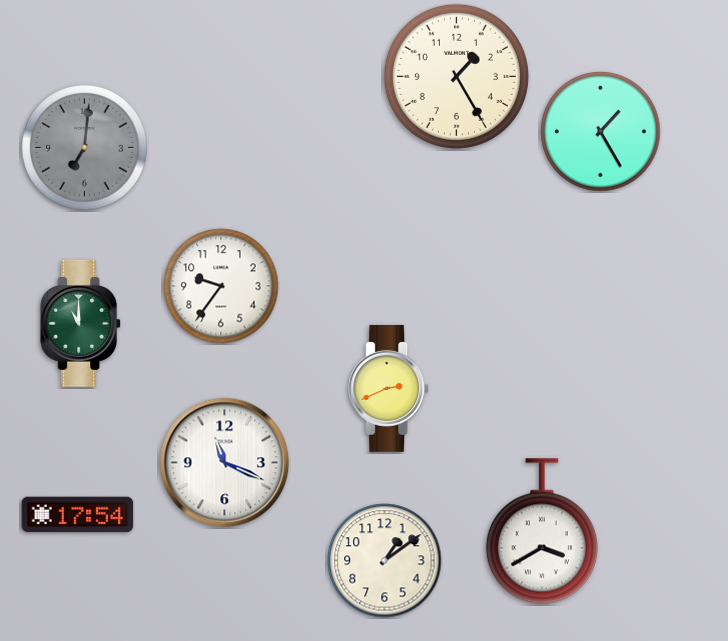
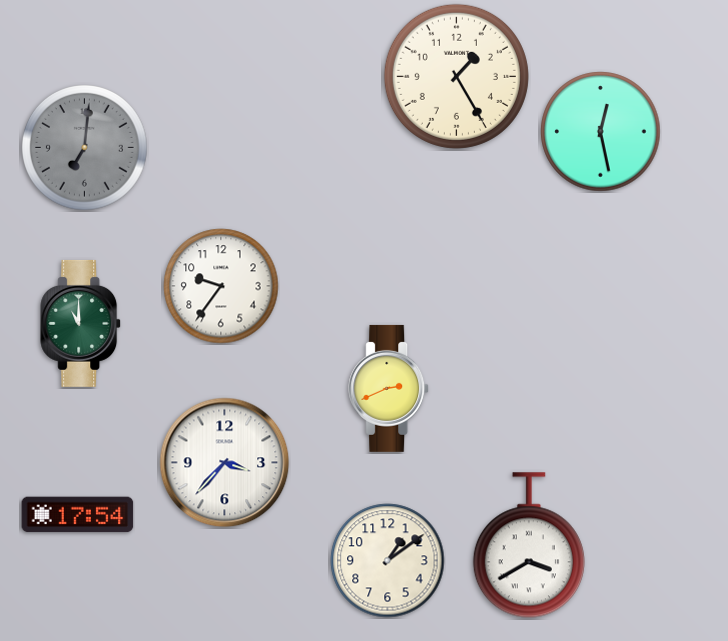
clock at (601, 132): 1:25 -> 12:28
clock at (225, 463): 11:19 -> 3:37
clock at (542, 531) position: (542, 531) -> (529, 545)
clock at (385, 561) position: (385, 561) -> (388, 561)
